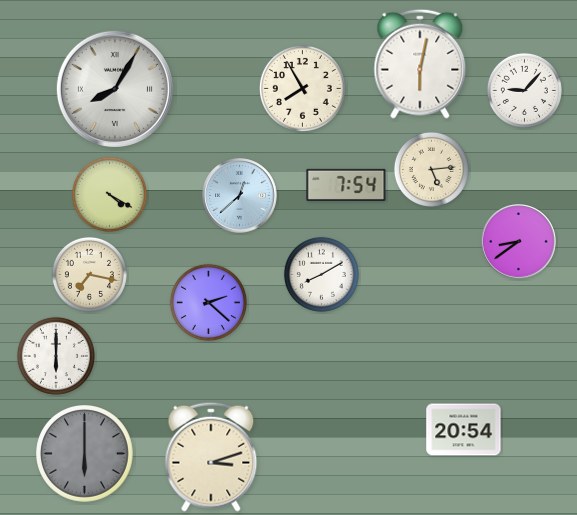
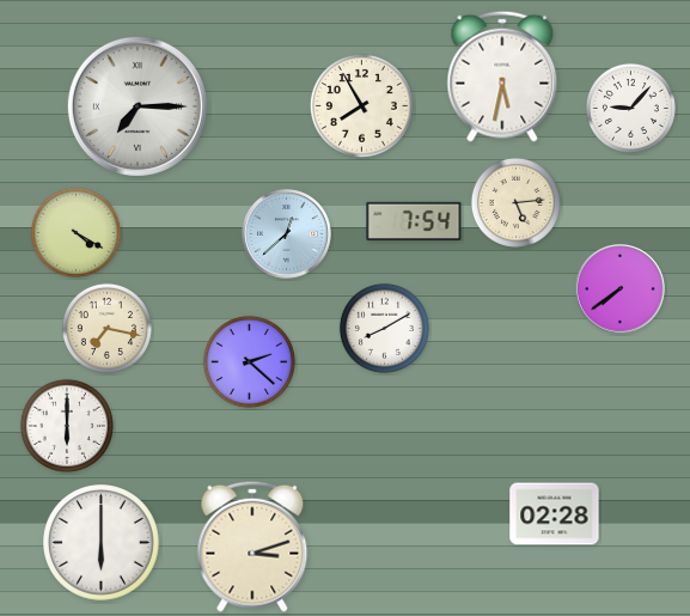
clock at (420, 64): 6:02 -> 5:32
clock at (115, 89): 8:05 -> 7:15
clock at (524, 90) position: (524, 90) -> (630, 108)
clock at (109, 194) position: (109, 194) -> (75, 232)
clock at (519, 242): 8:39 -> 7:39
clock at (464, 430): 20:54 -> 02:28
clock at (85, 454) dial: grey -> white
